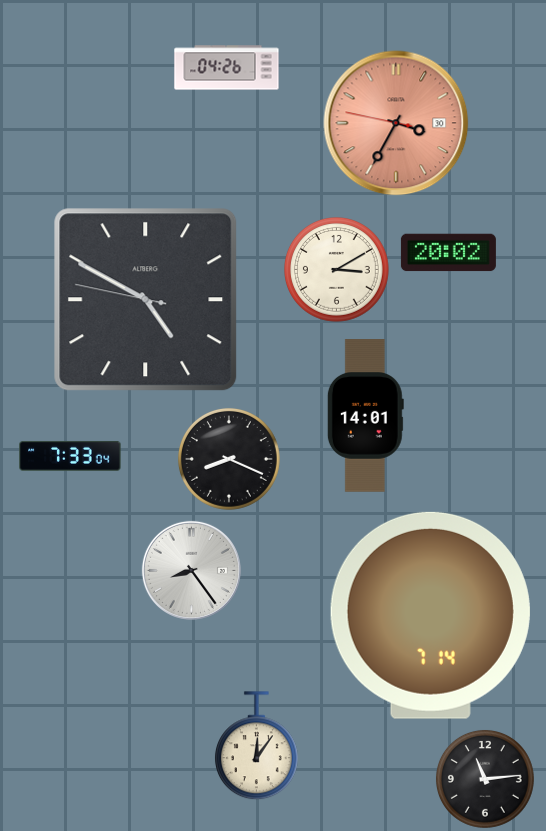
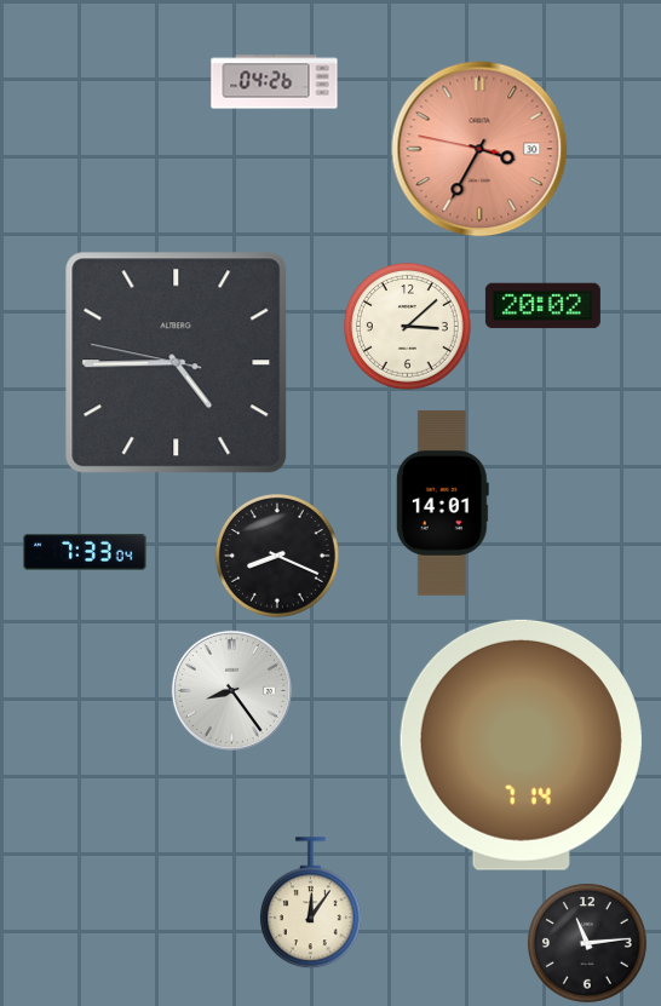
clock at (337, 270): 3:10 -> 3:08
clock at (146, 300): 4:49 -> 4:44
